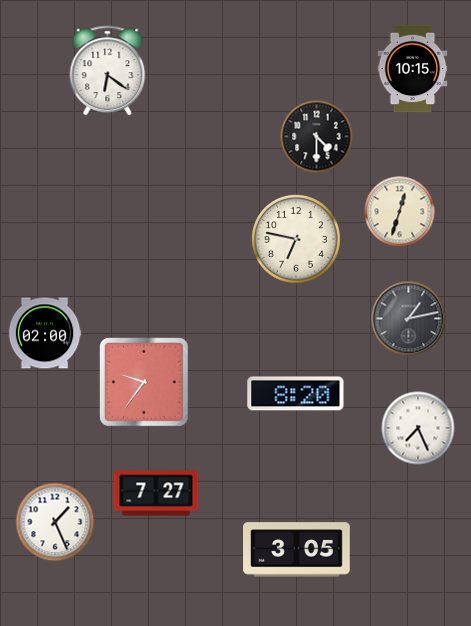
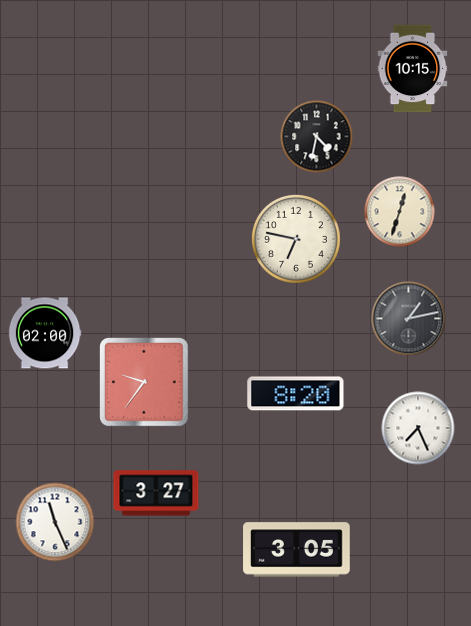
clock at (108, 71): 6:21 -> none
clock at (317, 137): 4:30 -> 4:32
clock at (156, 493): 7:27 -> 3:27
clock at (55, 522): 1:26 -> 11:26
